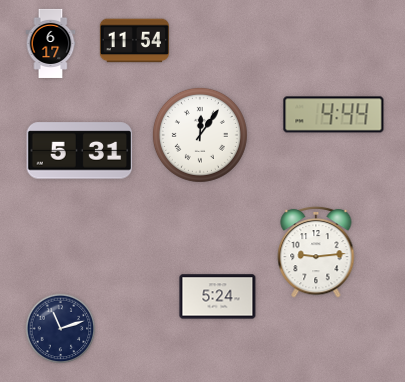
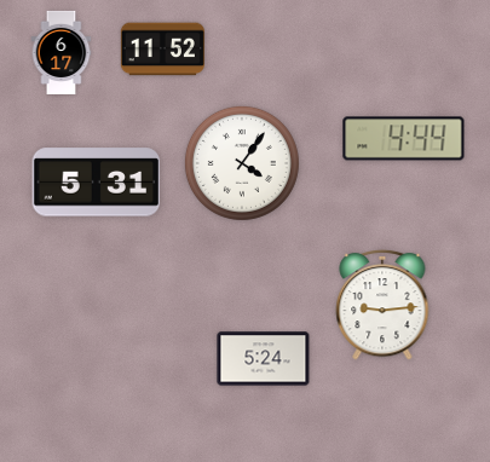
clock at (134, 41): 11:54 -> 11:52
clock at (200, 135): 12:06 -> 4:06
clock at (61, 329): 11:12 -> none
